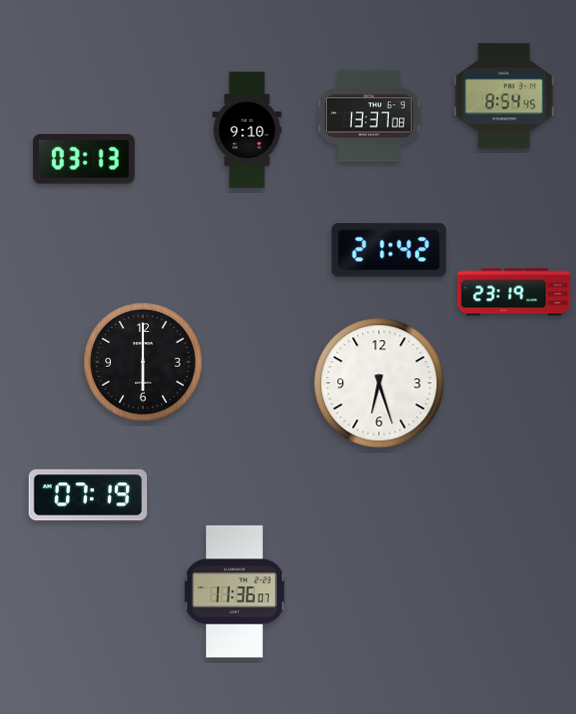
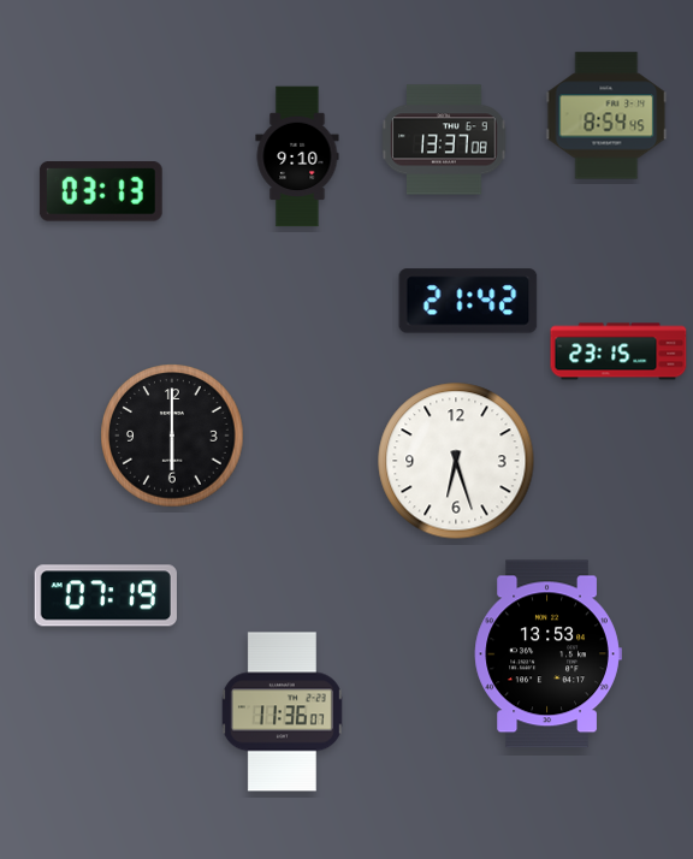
clock at (514, 292): 23:19 -> 23:15
clock at (547, 654): none -> 13:53
